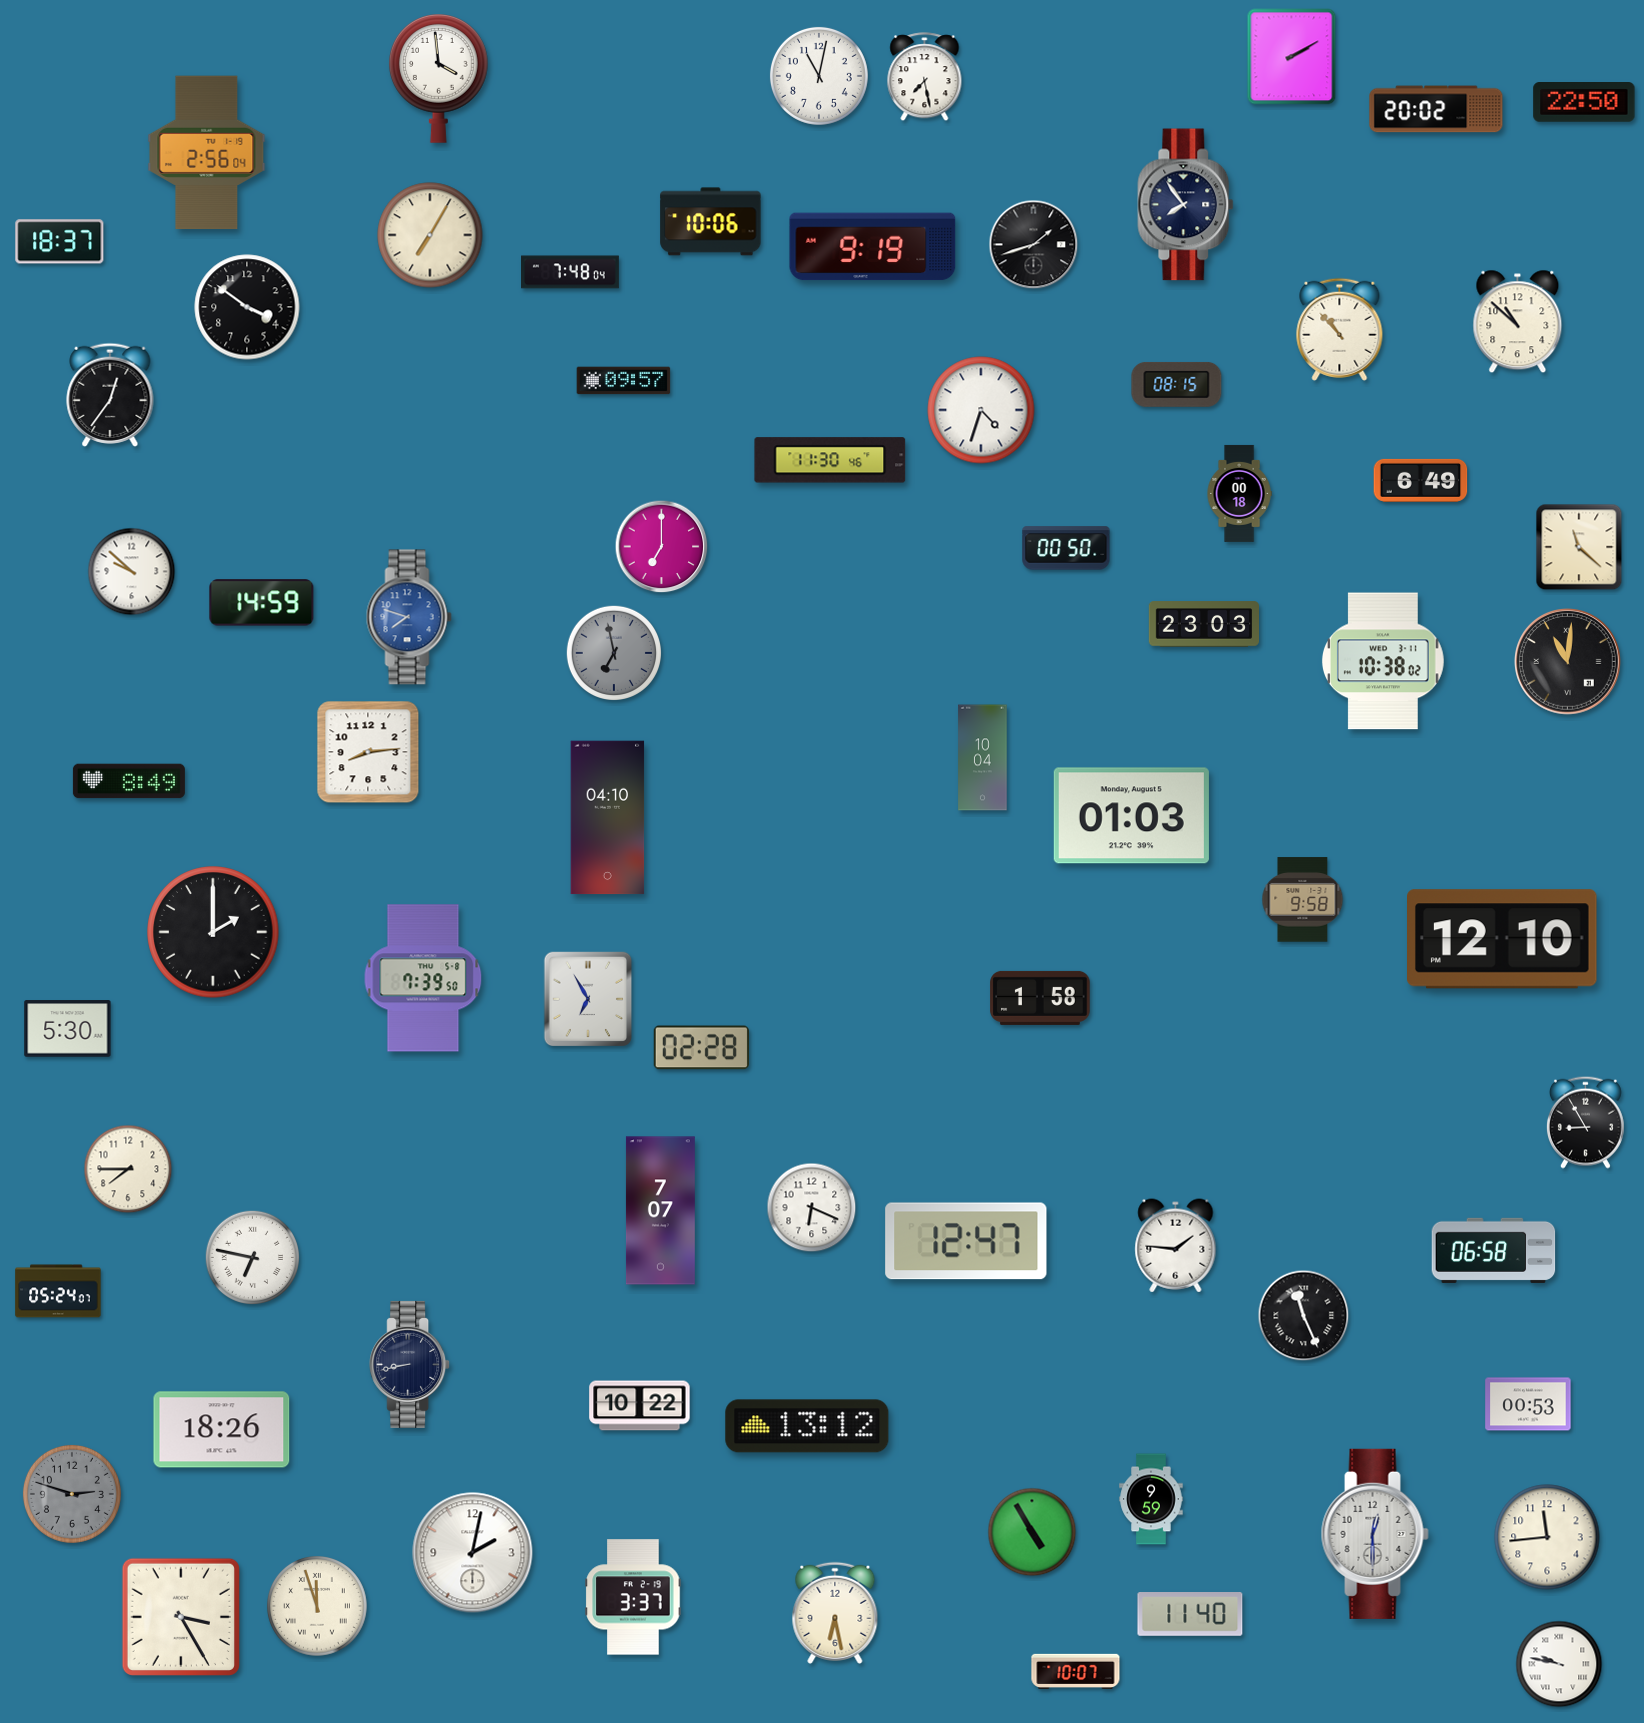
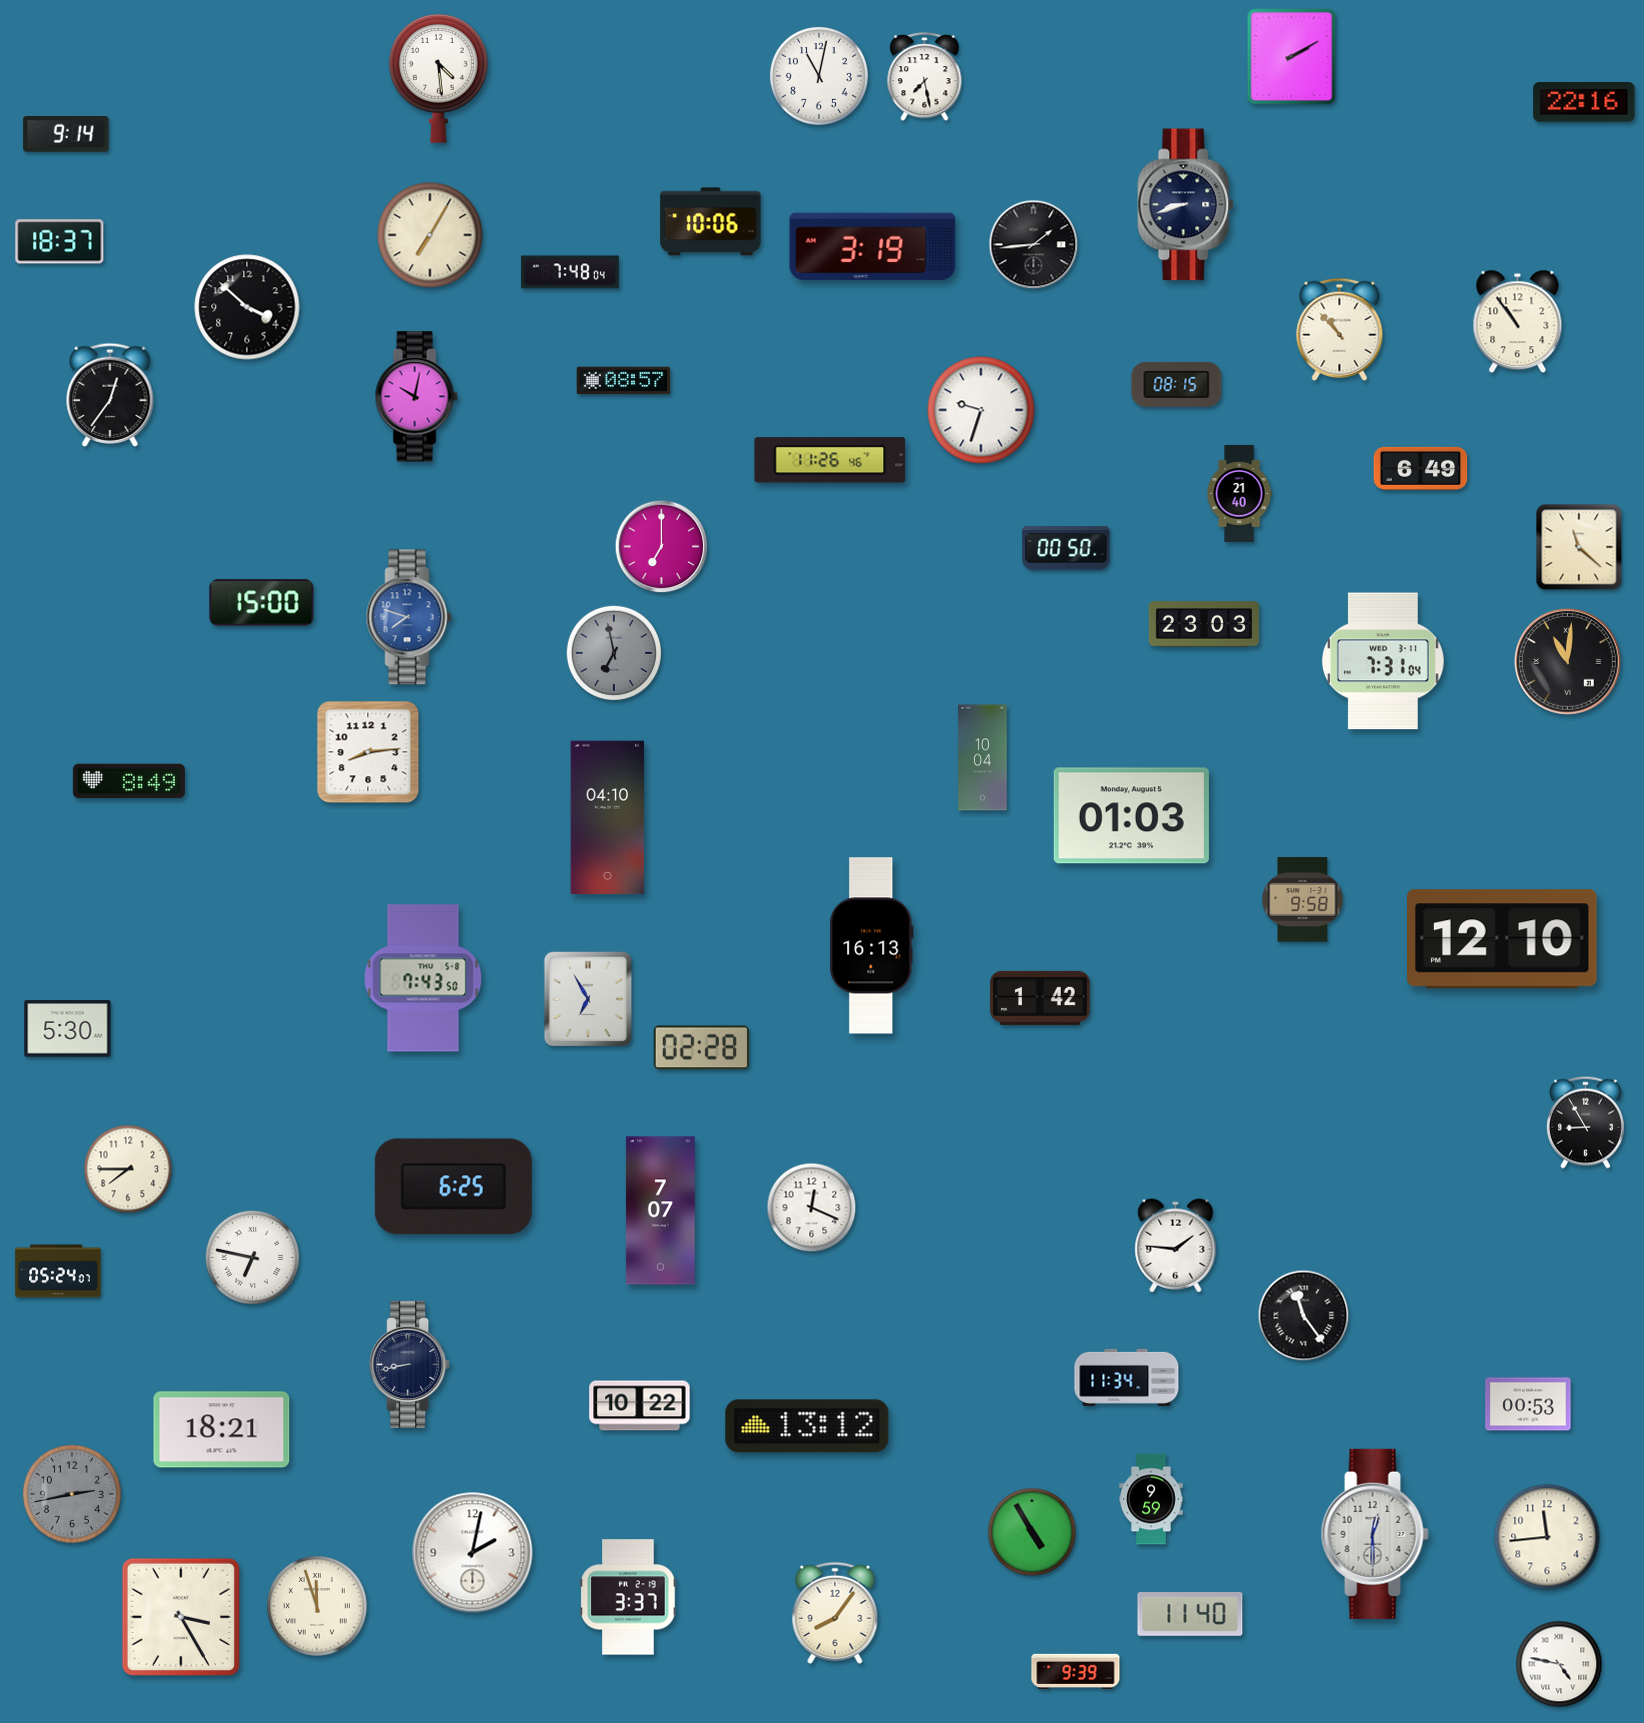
clock at (438, 79): 3:59 -> 4:29
clock at (1584, 103): 22:50 -> 22:16
clock at (1436, 109): 20:02 -> none
clock at (66, 134): none -> 9:14
clock at (207, 153): 2:56 -> none
clock at (1186, 205): 7:54 -> 8:42
clock at (1034, 245): 1:42 -> 1:44
clock at (873, 247): 9:19 -> 3:19
clock at (247, 307): 3:51 -> 3:52
clock at (1518, 322): 10:52 -> 10:54
clock at (624, 381): 09:57 -> 08:57
clock at (416, 397): none -> 10:02
clock at (981, 410): 4:33 -> 9:33
clock at (830, 460): 11:30 -> 11:26
clock at (1421, 480) position: (1421, 480) -> (1421, 468)
clock at (1239, 493): 00:18 -> 21:40
clock at (132, 572): 9:52 -> none
clock at (262, 603): 14:59 -> 15:00
clock at (1383, 661): 10:38 -> 7:31
clock at (213, 932): 2:00 -> none
clock at (872, 946): none -> 16:13
clock at (423, 978): 7:39 -> 7:43
clock at (1040, 998): 1:58 -> 1:42
clock at (453, 1187): none -> 6:25
clock at (812, 1208): 6:19 -> 12:19
clock at (966, 1241): 12:47 -> none
clock at (1494, 1250): 06:58 -> none
clock at (58, 1291) position: (58, 1291) -> (58, 1271)
clock at (1304, 1316): 11:26 -> 11:24
clock at (1127, 1377): none -> 11:34
clock at (222, 1430): 18:26 -> 18:21
clock at (72, 1494): 2:48 -> 2:43
clock at (633, 1597) position: (633, 1597) -> (628, 1597)
clock at (835, 1613): 6:28 -> 8:06
clock at (1559, 1664): 9:47 -> 4:47
clock at (1076, 1671): 10:07 -> 9:39
